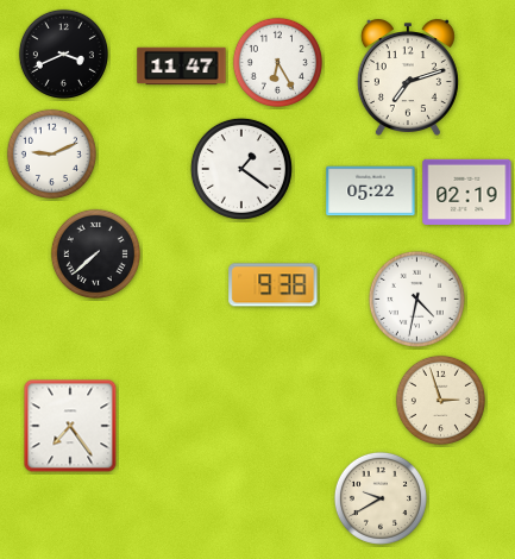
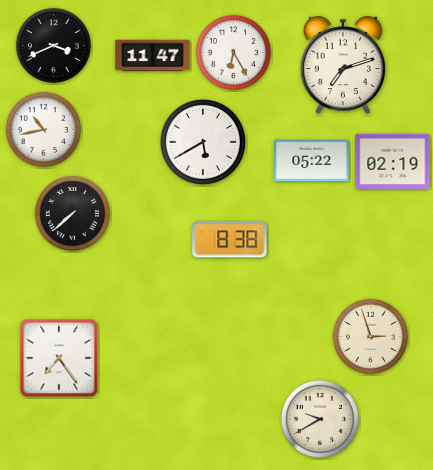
clock at (51, 153): 9:11 -> 10:43
clock at (241, 169): 1:21 -> 5:40
clock at (95, 253) position: (95, 253) -> (72, 213)
clock at (274, 285): 9:38 -> 8:38
clock at (416, 299): 4:32 -> none
